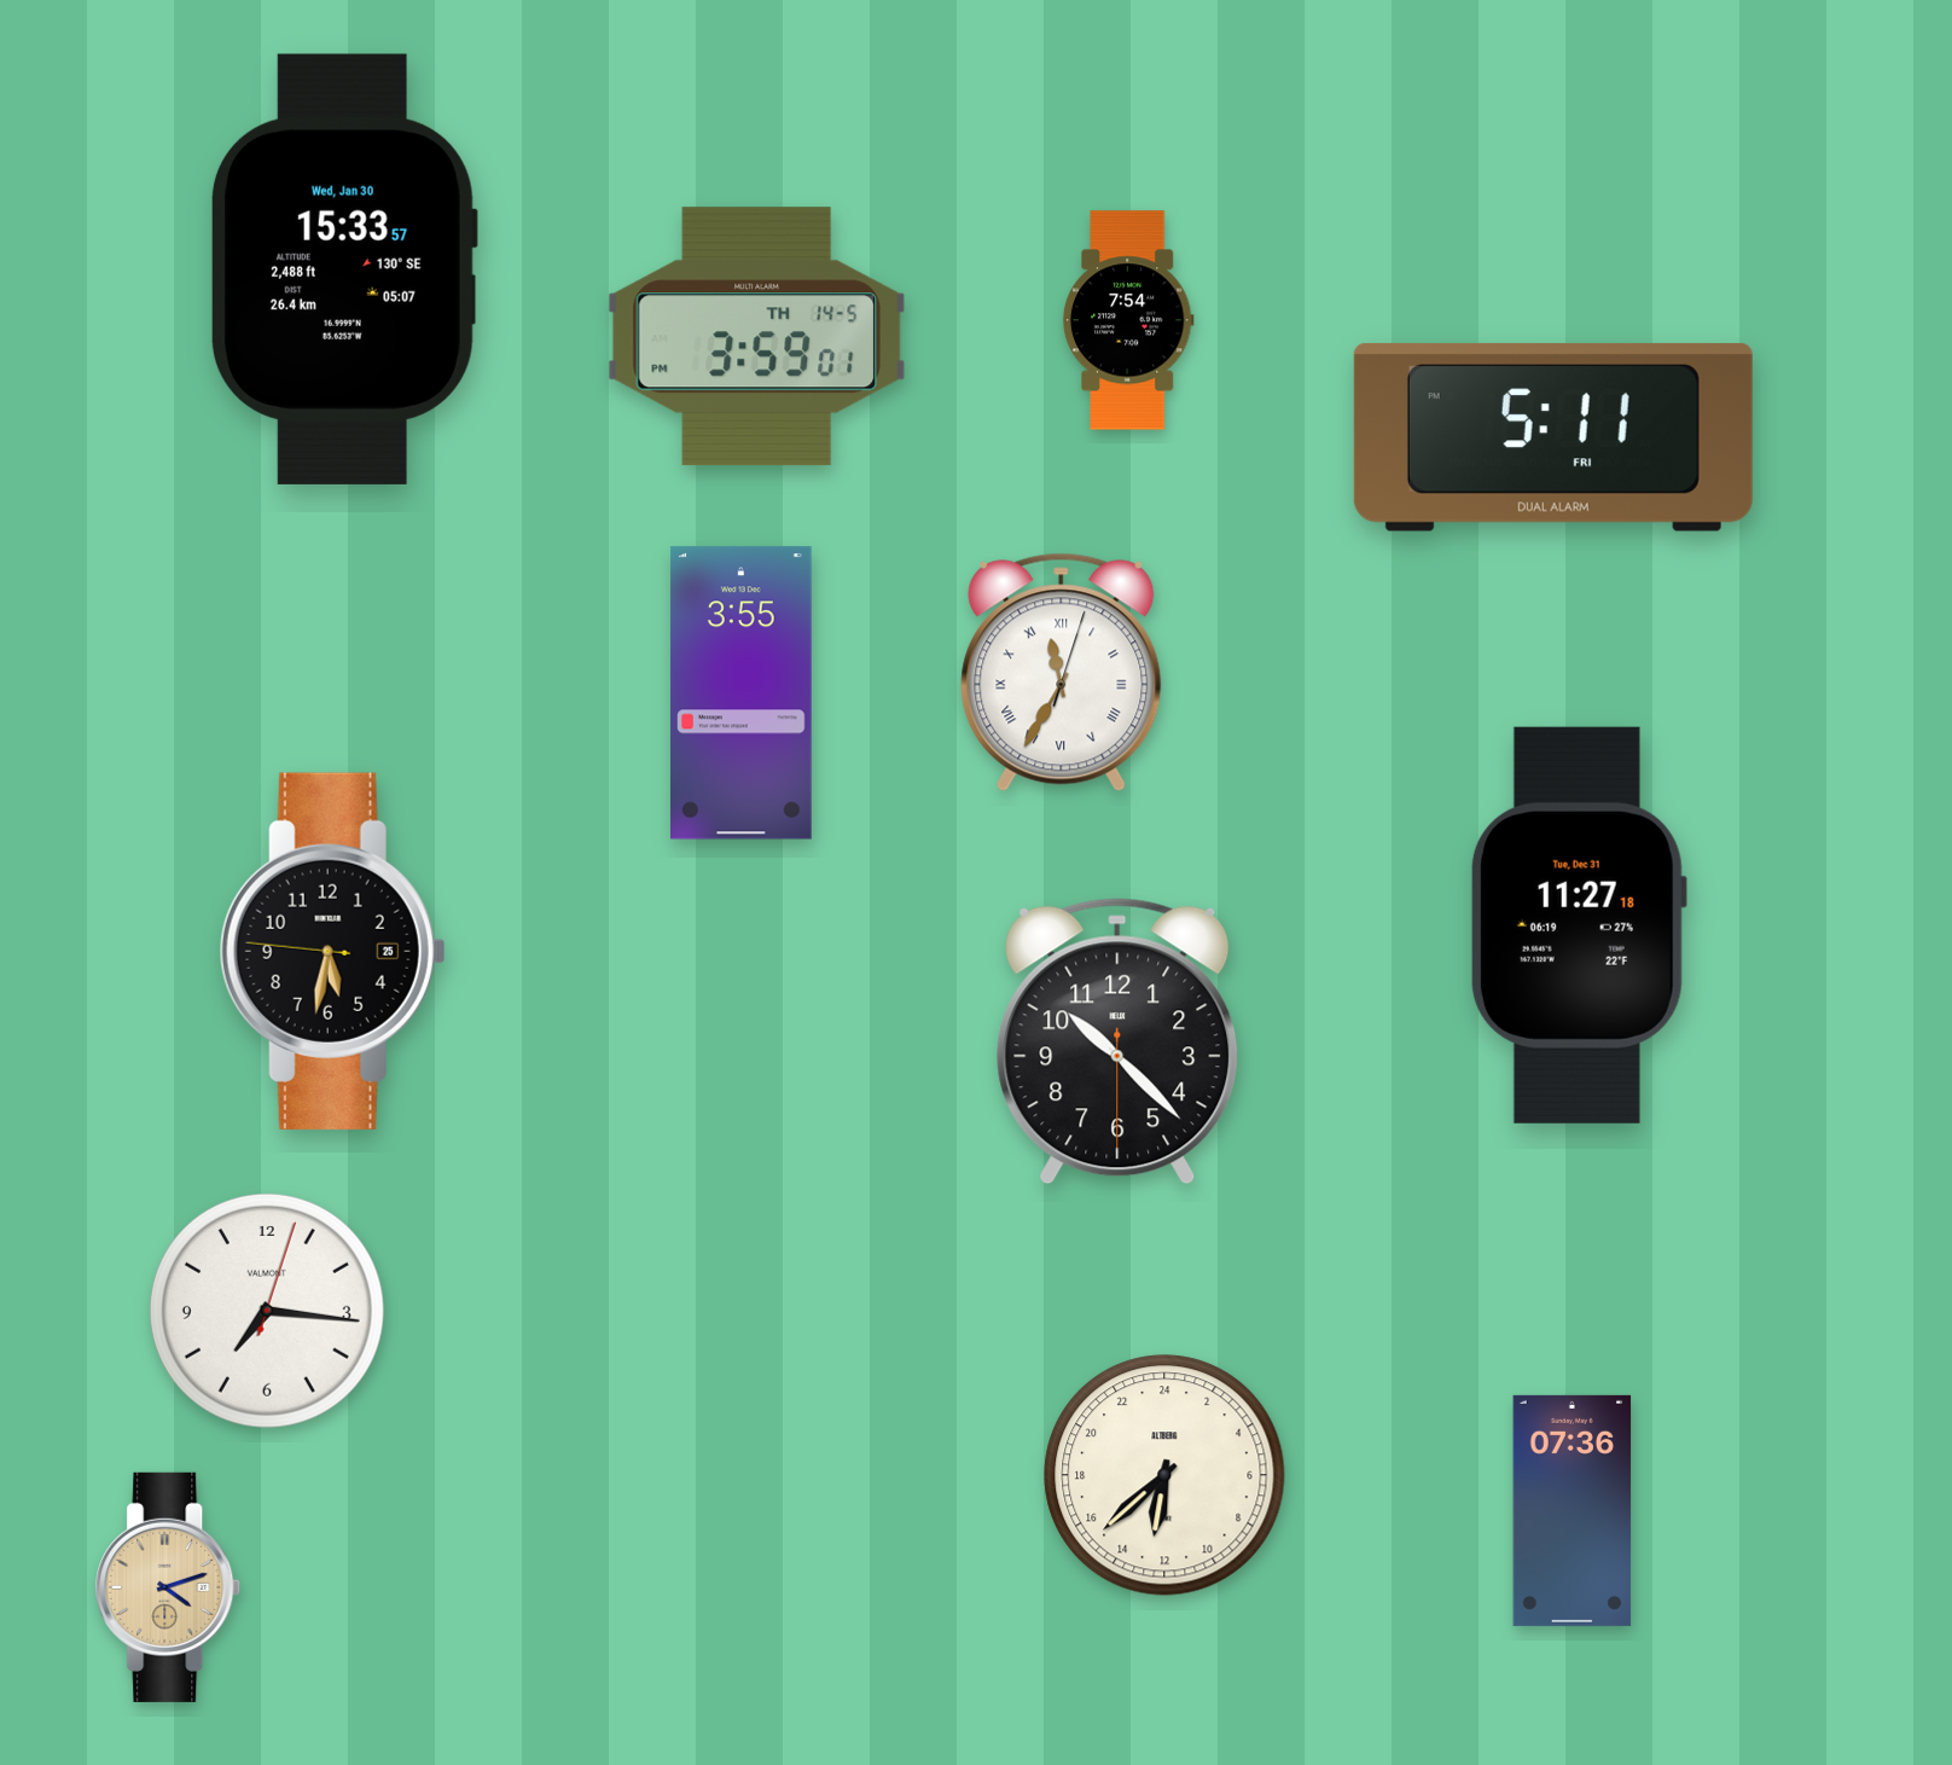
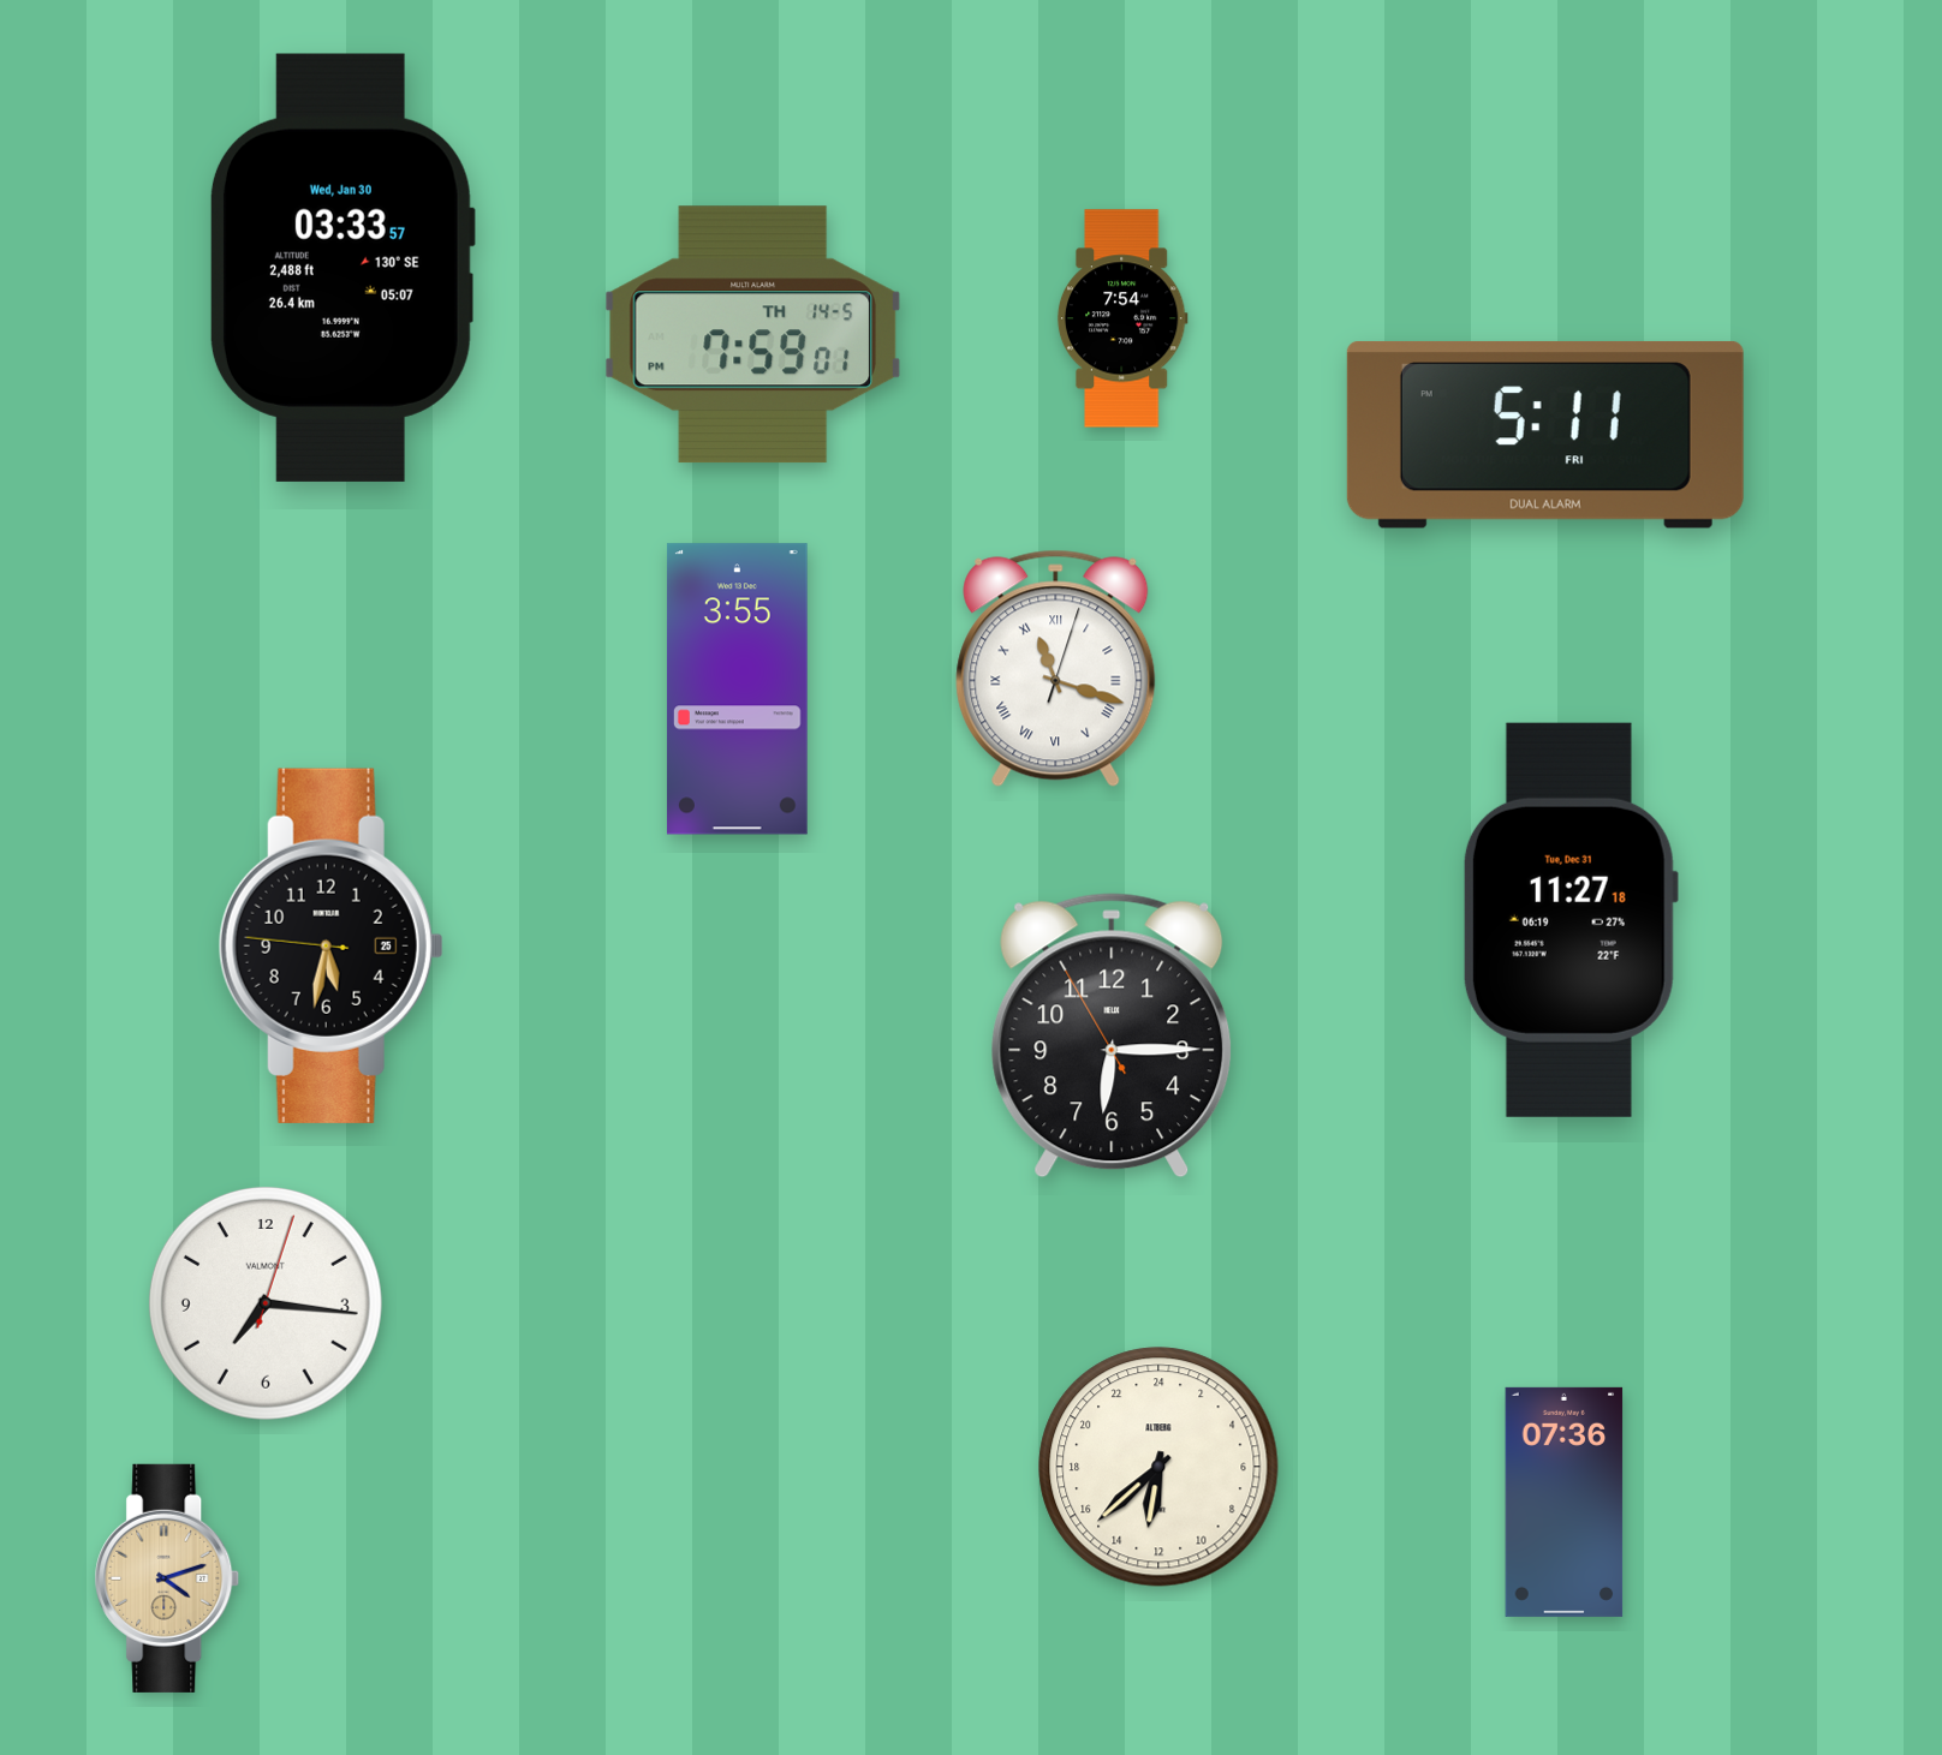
clock at (344, 269): 15:33 -> 03:33
clock at (756, 337): 3:59 -> 7:59
clock at (1062, 673): 11:35 -> 11:18
clock at (1117, 1041): 10:22 -> 6:14
